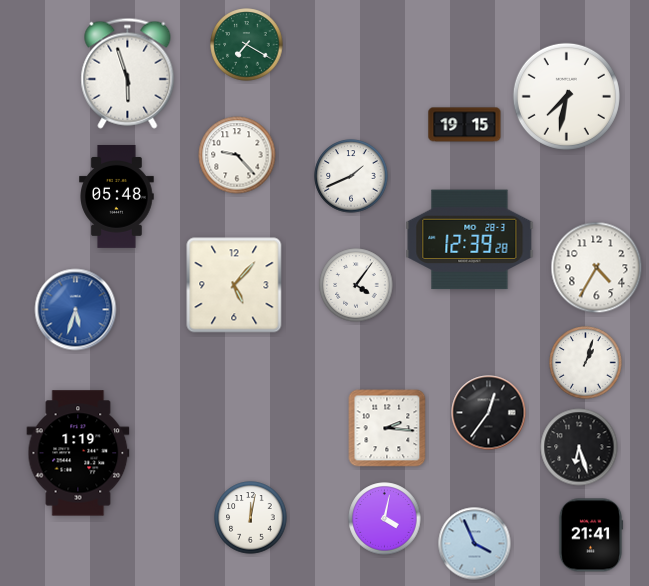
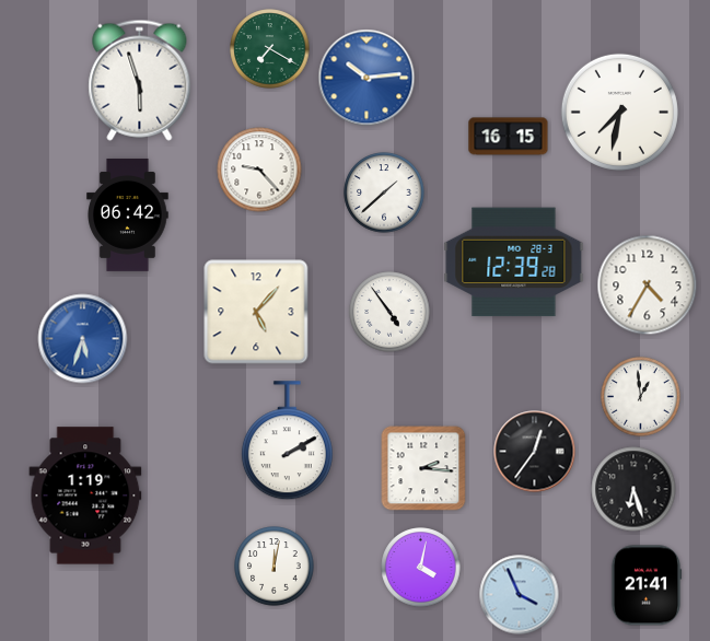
clock at (366, 78): none -> 10:14
clock at (566, 96) position: (566, 96) -> (619, 112)
clock at (465, 125): 19:15 -> 16:15
clock at (351, 176): 1:41 -> 1:38
clock at (117, 196): 05:48 -> 06:42
clock at (597, 268) position: (597, 268) -> (648, 285)
clock at (356, 285): 4:06 -> 4:54
clock at (586, 363): 1:03 -> 12:59
clock at (287, 441): none -> 2:10
